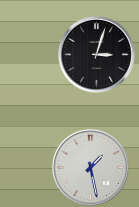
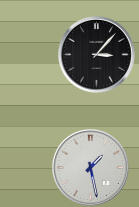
clock at (96, 54): 3:03 -> 3:07
